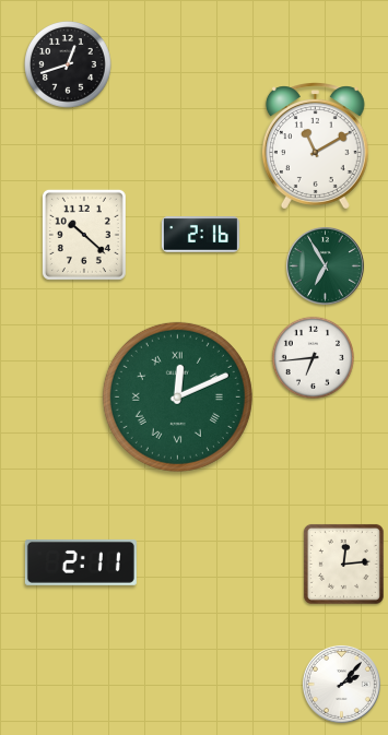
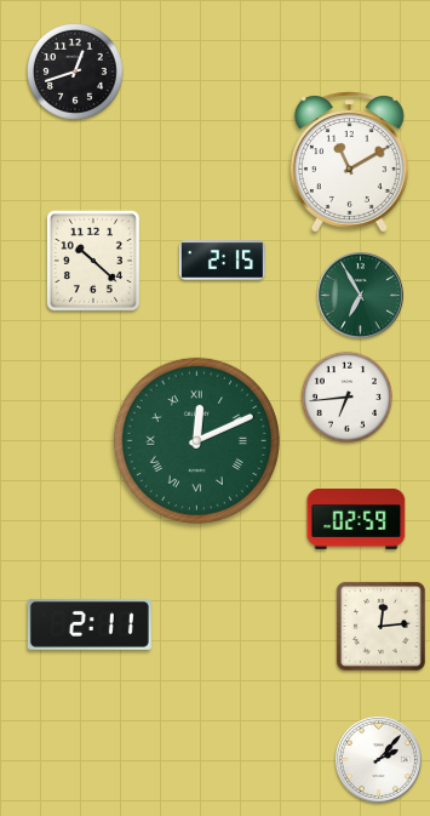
clock at (200, 235): 2:16 -> 2:15
clock at (356, 519): none -> 02:59
